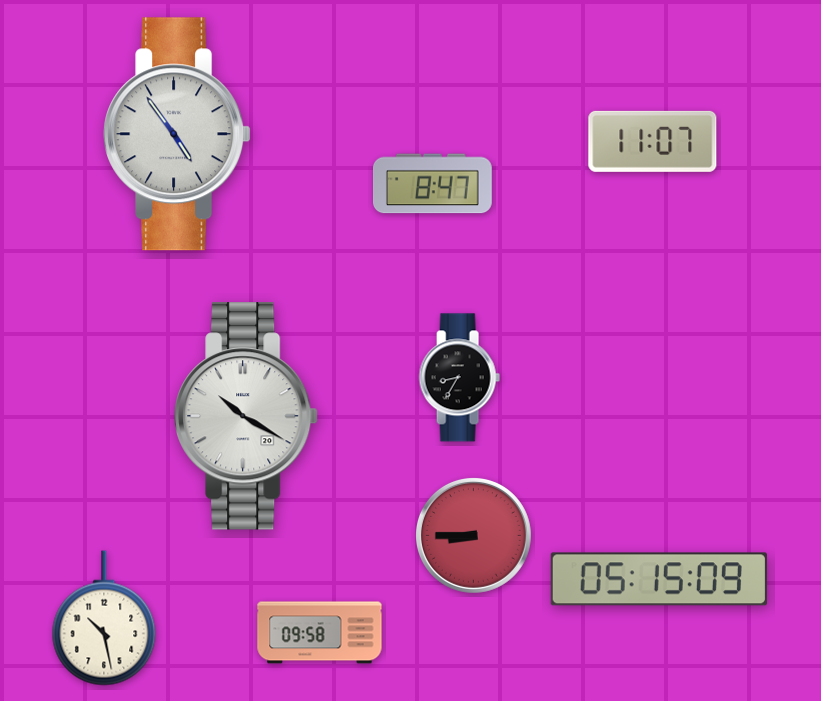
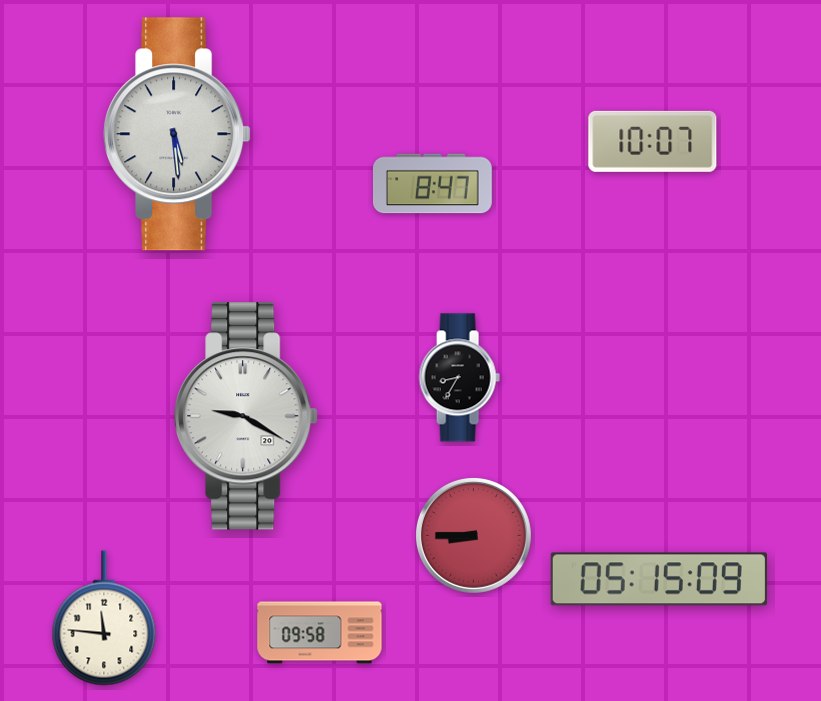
clock at (177, 134): 4:54 -> 5:29
clock at (653, 141): 11:07 -> 10:07
clock at (246, 416): 10:20 -> 9:20
clock at (104, 618): 10:28 -> 11:46
